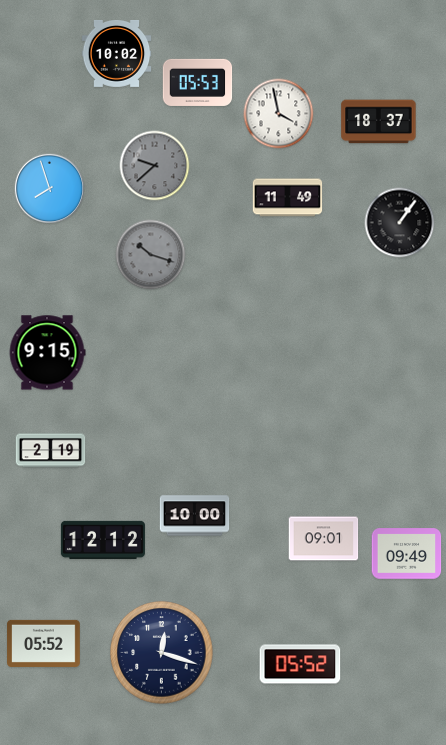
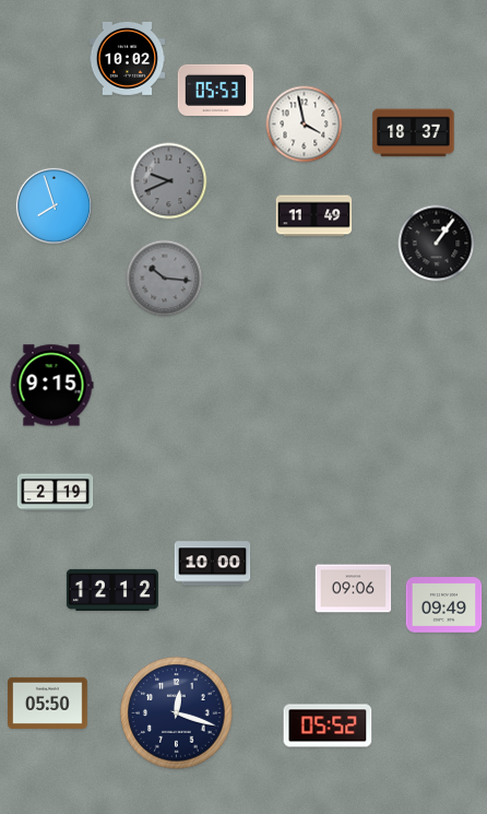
clock at (155, 166): 9:38 -> 9:41
clock at (151, 255): 10:18 -> 10:16
clock at (324, 539): 09:01 -> 09:06
clock at (44, 643): 05:52 -> 05:50
